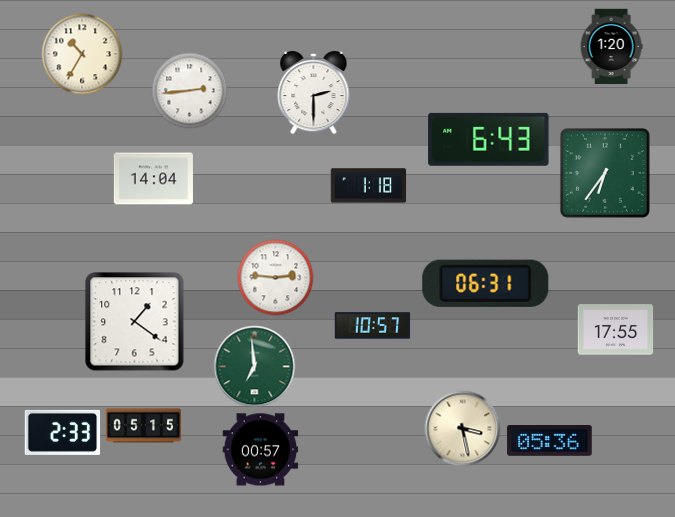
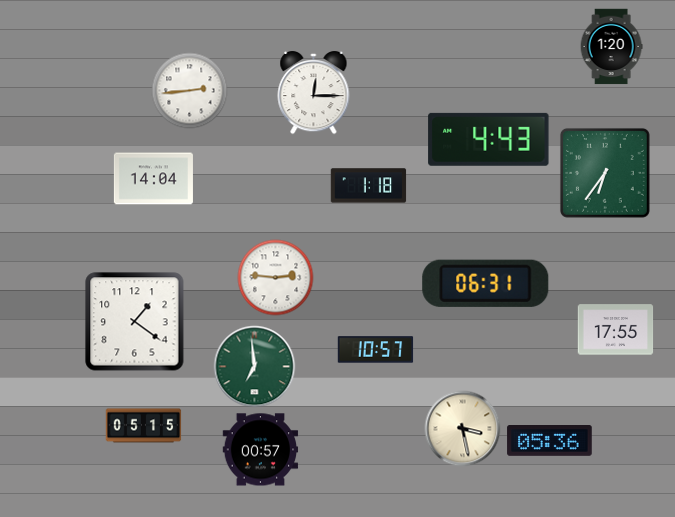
clock at (82, 54): 10:35 -> none
clock at (314, 93): 2:30 -> 12:15
clock at (489, 139): 6:43 -> 4:43
clock at (373, 326) position: (373, 326) -> (376, 350)
clock at (63, 432): 2:33 -> none
